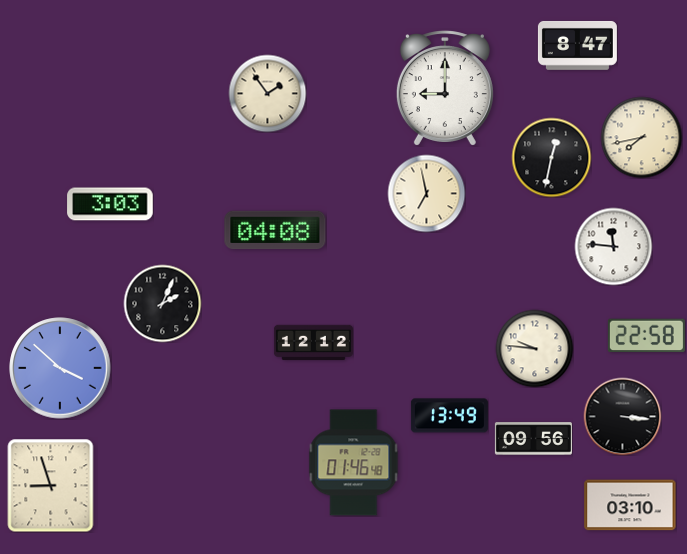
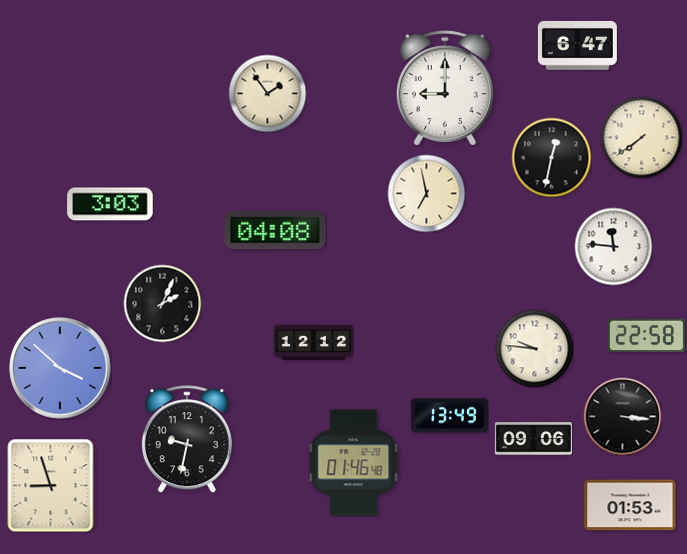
clock at (577, 45): 8:47 -> 6:47
clock at (641, 137): 7:43 -> 7:39
clock at (187, 439): none -> 9:32
clock at (533, 439): 09:56 -> 09:06
clock at (630, 505): 03:10 -> 01:53
